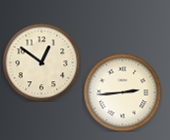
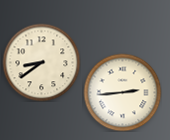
clock at (41, 62): 12:51 -> 8:39
